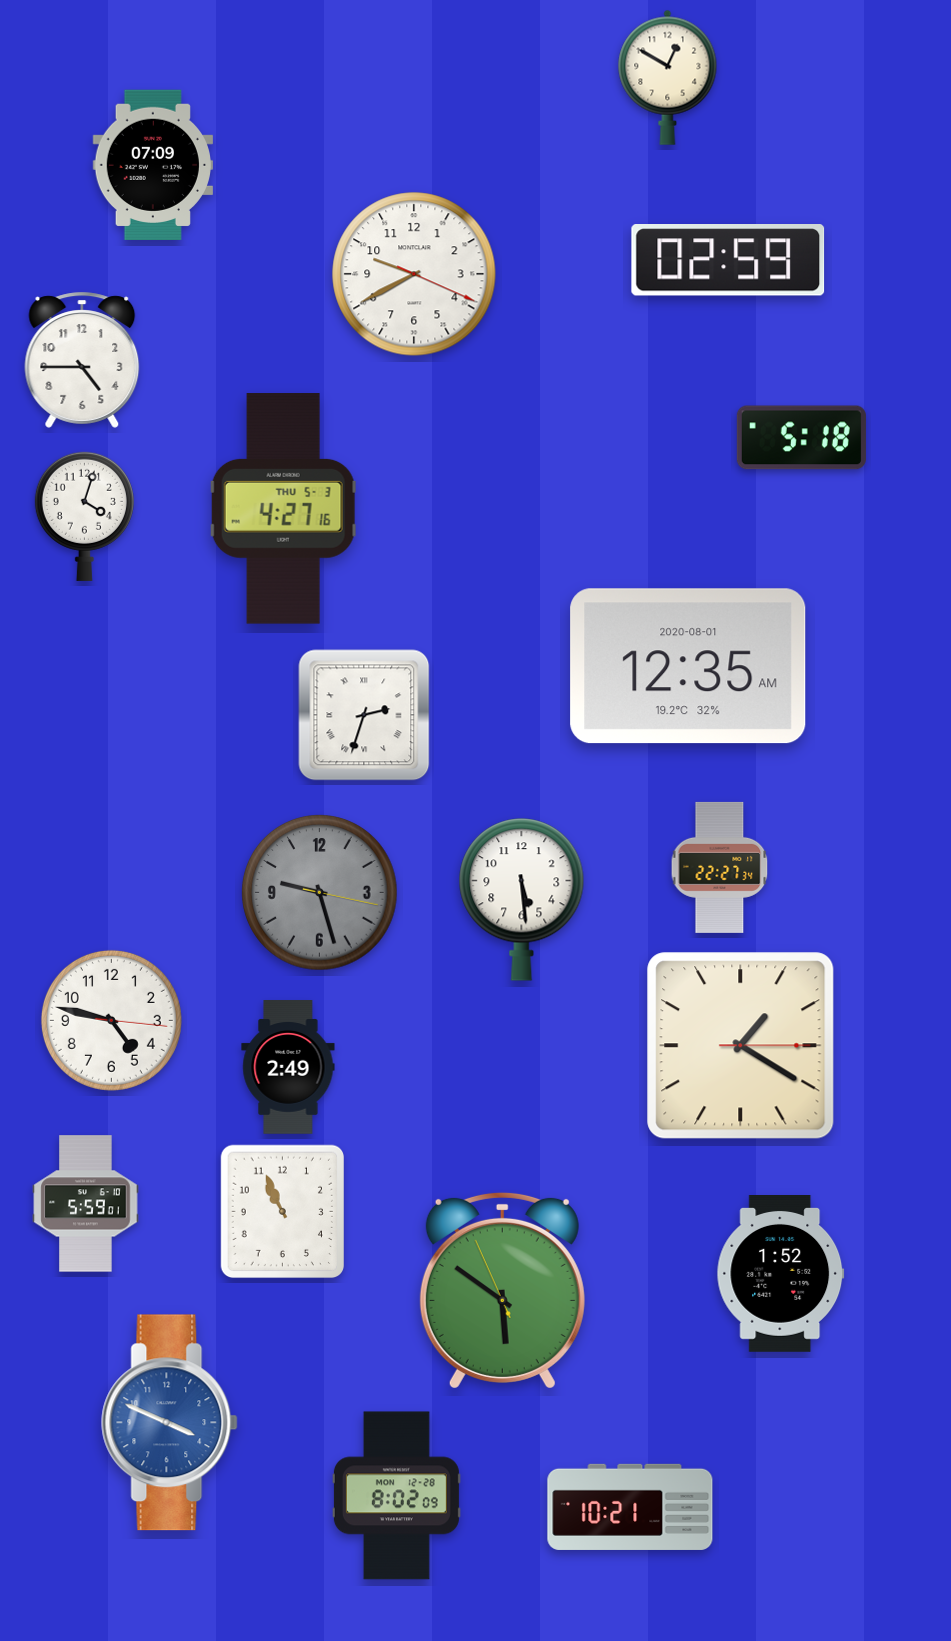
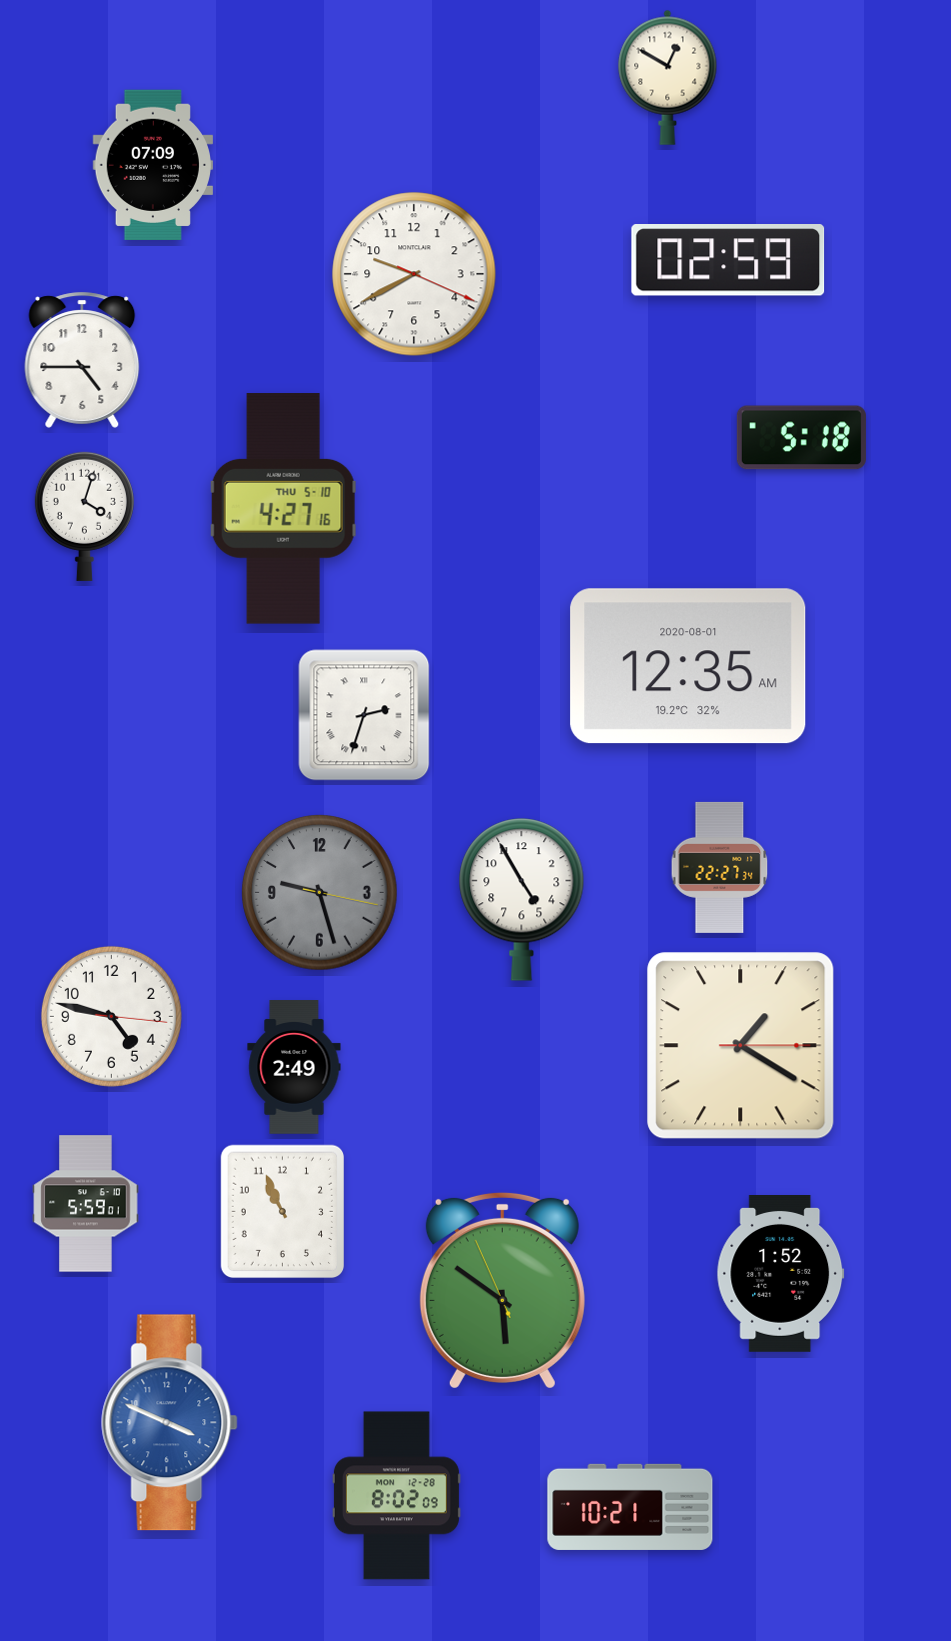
clock at (284, 509) date: THU 5-3 -> THU 5-10
clock at (522, 900): 5:29 -> 4:55
clock at (111, 1020) position: (111, 1020) -> (111, 1016)
clock at (288, 1067) position: (288, 1067) -> (294, 1067)
